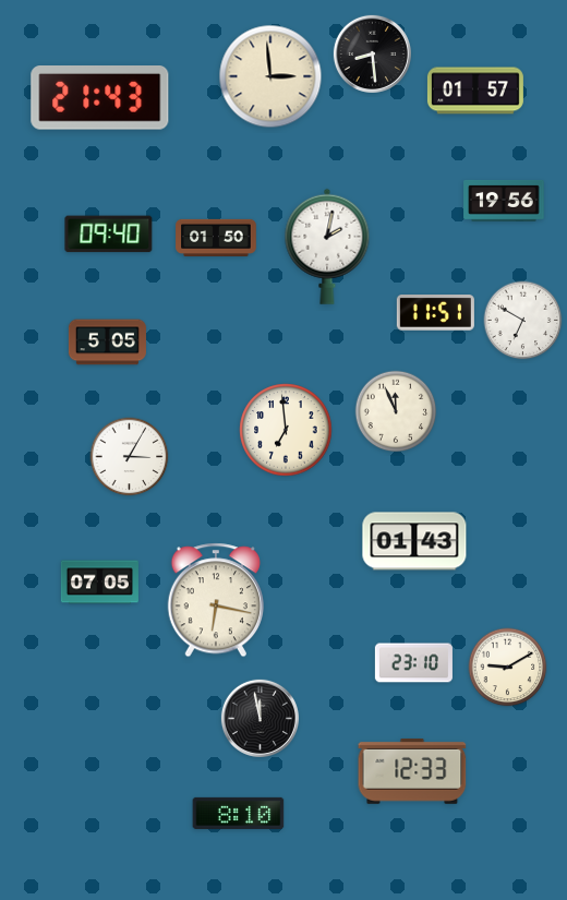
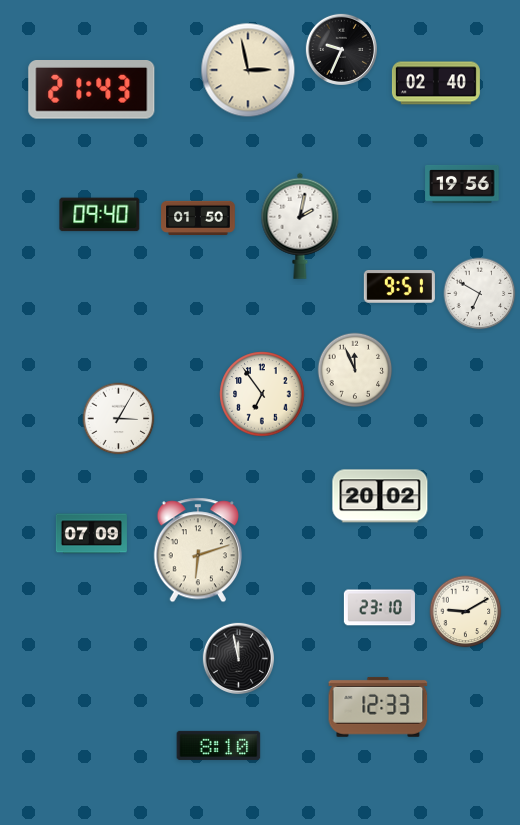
clock at (372, 53): 8:29 -> 9:34
clock at (270, 76): 2:59 -> 2:58
clock at (475, 91): 01:57 -> 02:40
clock at (435, 313): 11:51 -> 9:51
clock at (107, 343): 5:05 -> none
clock at (396, 411) position: (396, 411) -> (355, 370)
clock at (286, 430): 6:59 -> 6:54
clock at (414, 541): 01:43 -> 20:02
clock at (99, 583): 07:05 -> 07:09
clock at (215, 600): 6:17 -> 6:12
